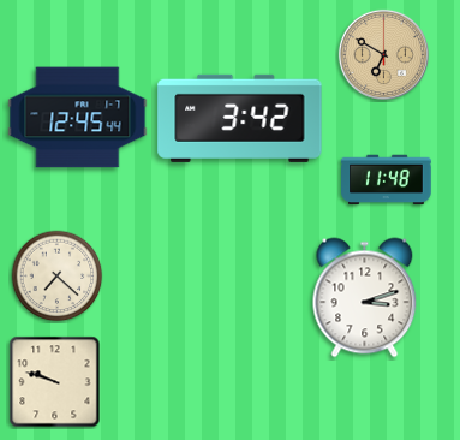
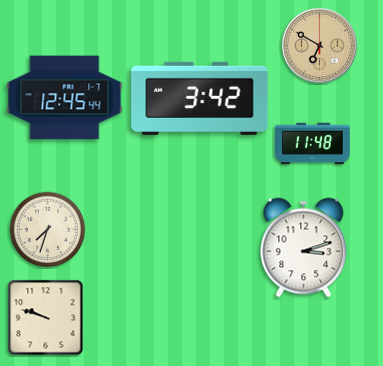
clock at (387, 180) position: (387, 180) -> (313, 144)
clock at (58, 277): 7:22 -> 7:33
